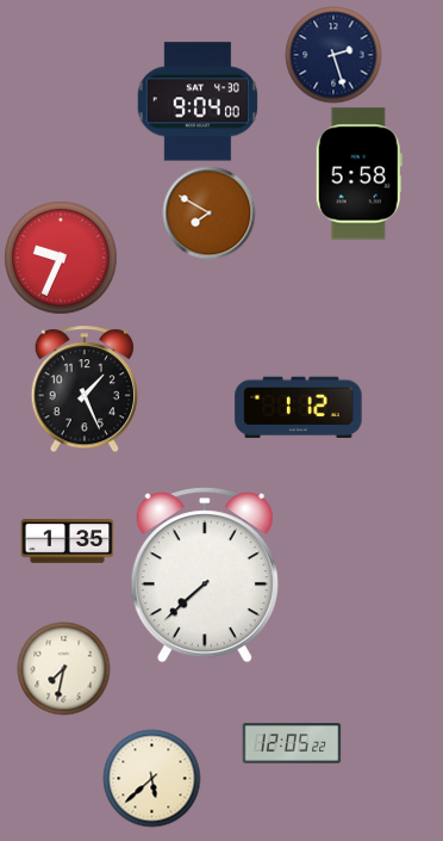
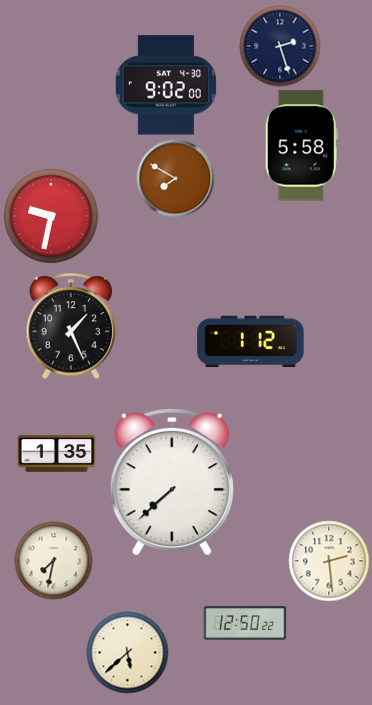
clock at (196, 101): 9:04 -> 9:02
clock at (61, 258): 9:34 -> 9:32
clock at (329, 561): none -> 2:29
clock at (292, 743): 12:05 -> 12:50
